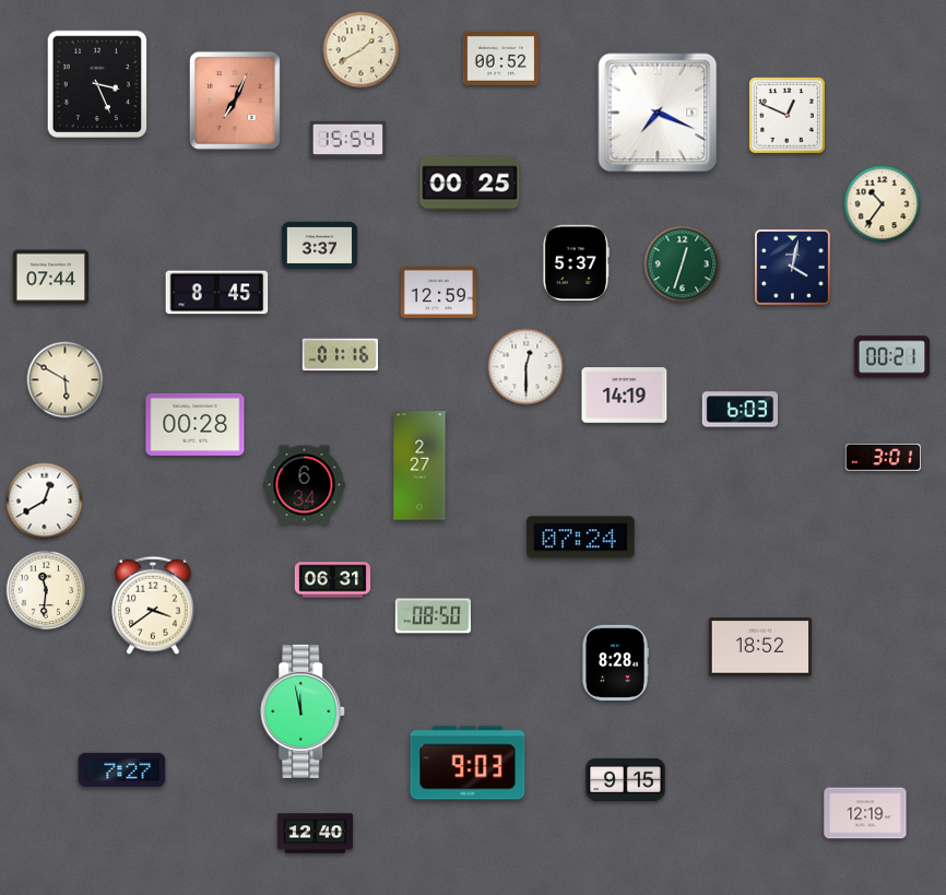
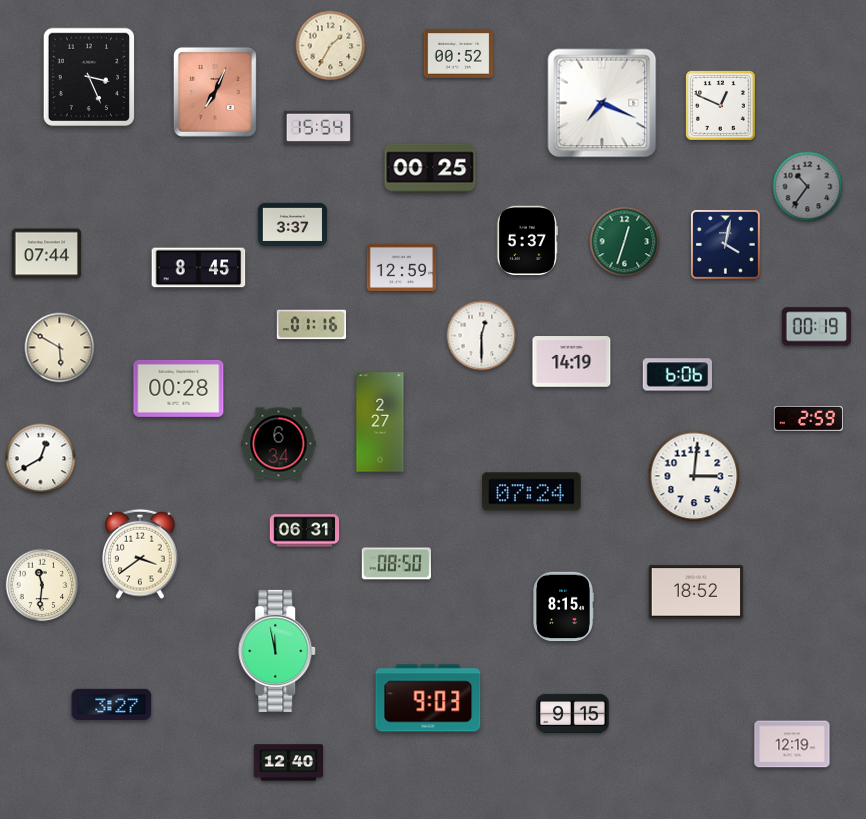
clock at (362, 50): 1:40 -> 1:35
clock at (883, 204) dial: cream -> grey
clock at (892, 357): 00:21 -> 00:19
clock at (740, 410): 6:03 -> 6:06
clock at (884, 457): 3:01 -> 2:59
clock at (419, 466) position: (419, 466) -> (380, 422)
clock at (694, 476): none -> 3:01
clock at (46, 590) position: (46, 590) -> (42, 585)
clock at (615, 663): 8:28 -> 8:15
clock at (122, 769): 7:27 -> 3:27
